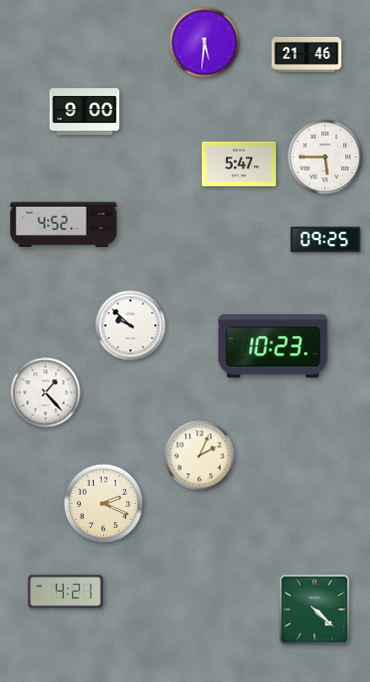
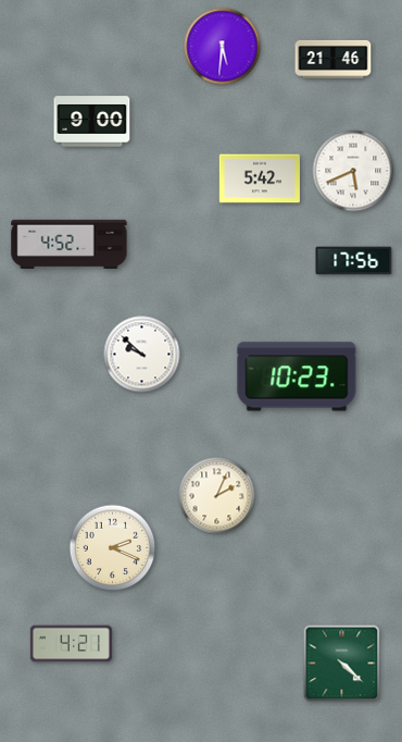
clock at (325, 157): 5:45 -> 5:41
clock at (239, 164): 5:47 -> 5:42
clock at (326, 240): 09:25 -> 17:56
clock at (46, 393): 1:23 -> none
